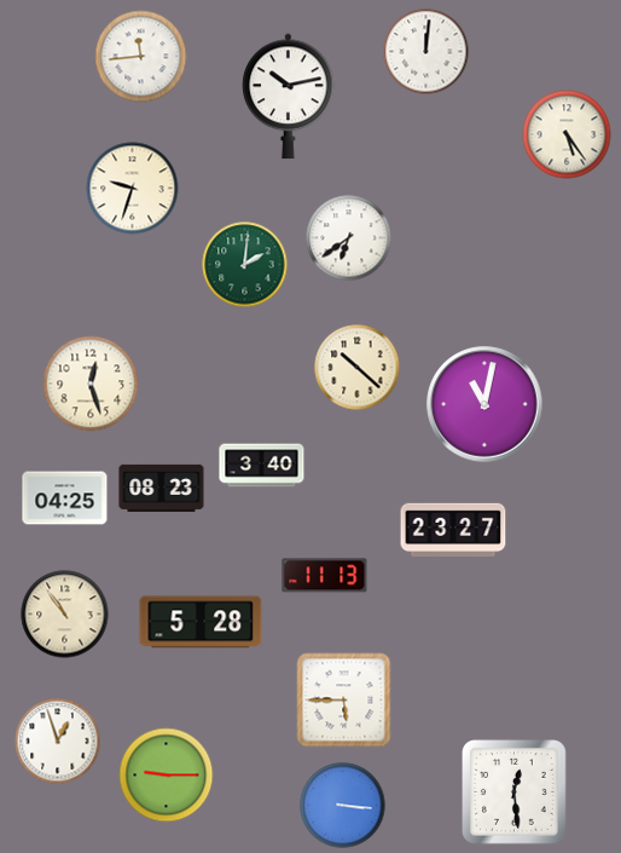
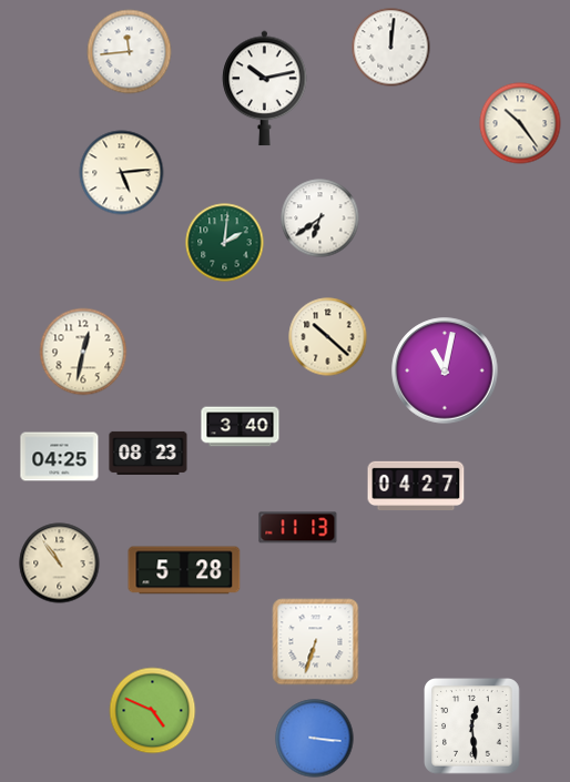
clock at (567, 134): 5:24 -> 10:24
clock at (133, 189): 9:33 -> 5:14
clock at (91, 384): 12:27 -> 12:32
clock at (162, 488) position: (162, 488) -> (149, 453)
clock at (453, 530): 23:27 -> 04:27
clock at (344, 701): 5:45 -> 6:33
clock at (58, 742): 12:57 -> none
clock at (167, 776): 9:15 -> 4:49
